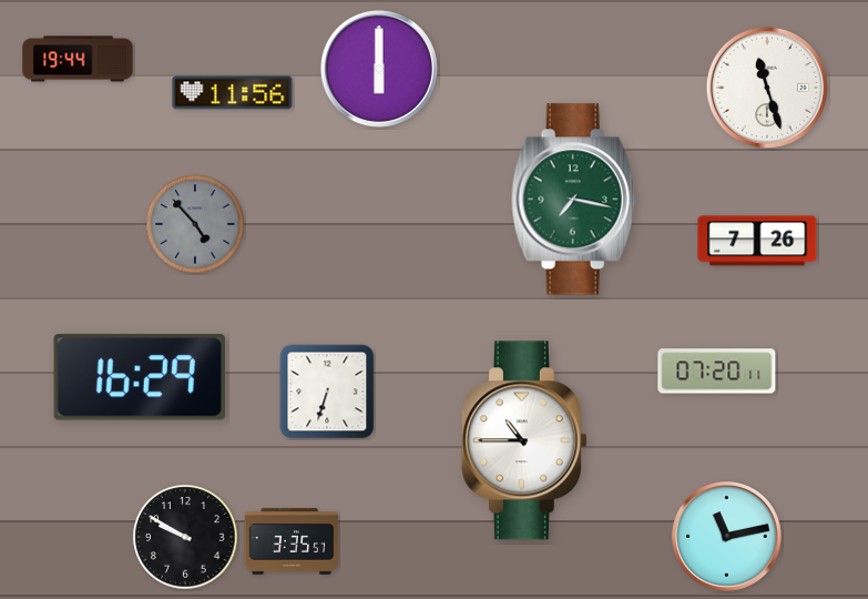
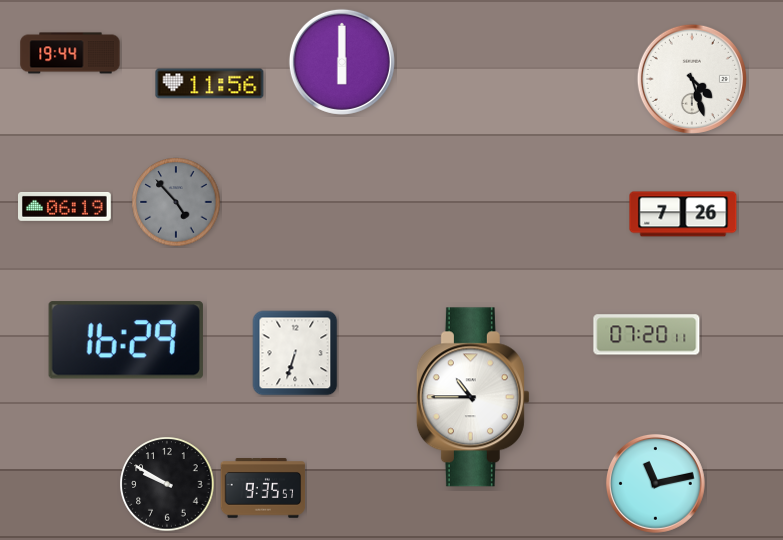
clock at (767, 88): 11:27 -> 4:27
clock at (573, 200): 7:17 -> none
clock at (65, 206): none -> 06:19
clock at (757, 241) position: (757, 241) -> (683, 214)
clock at (292, 541): 3:35 -> 9:35
